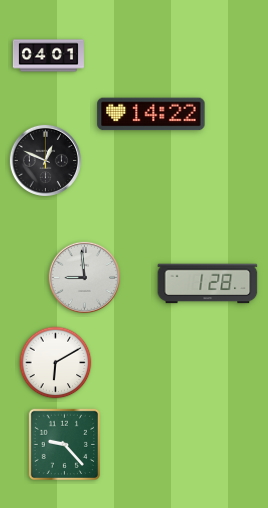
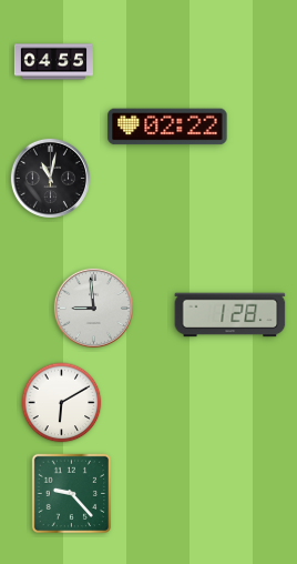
clock at (48, 56): 04:01 -> 04:55
clock at (151, 114): 14:22 -> 02:22
clock at (45, 160): 12:49 -> 11:02
